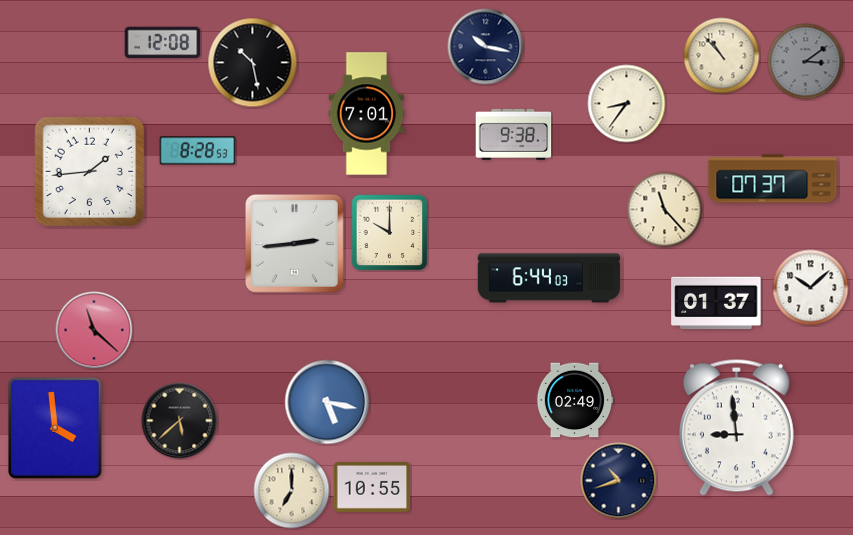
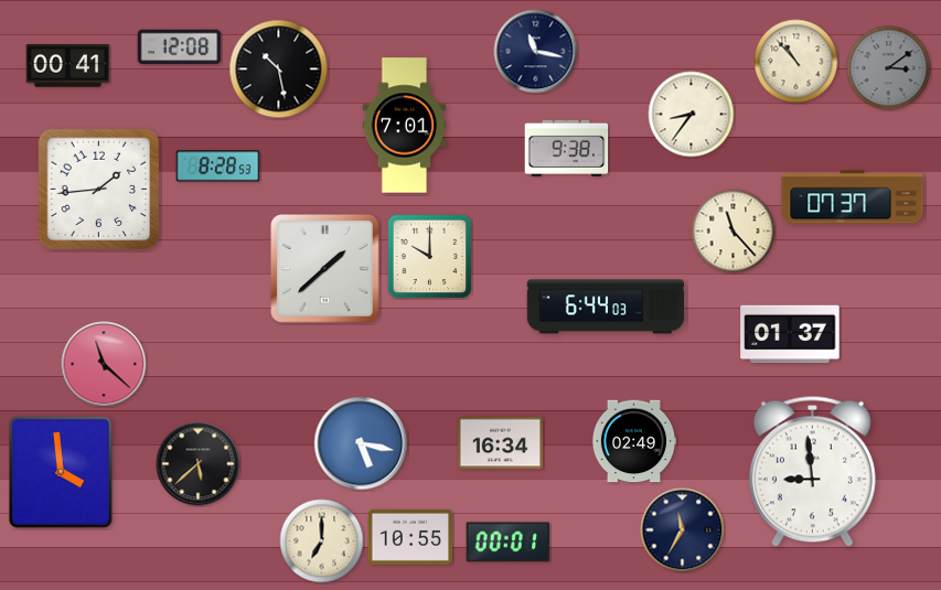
clock at (486, 47): 10:17 -> 11:17
clock at (68, 66): none -> 00:41
clock at (294, 243): 2:44 -> 1:38
clock at (811, 288): 10:08 -> none
clock at (501, 443): none -> 16:34
clock at (619, 481): 10:42 -> 11:35
clock at (509, 543): none -> 00:01
